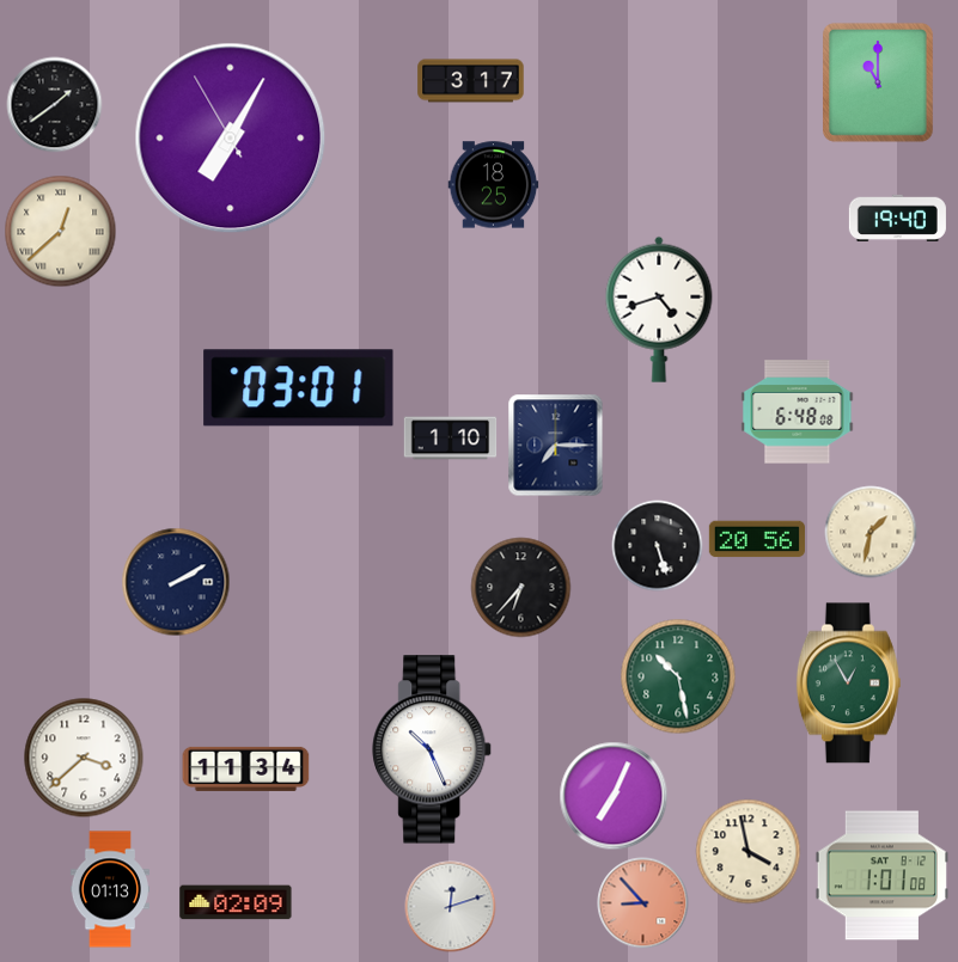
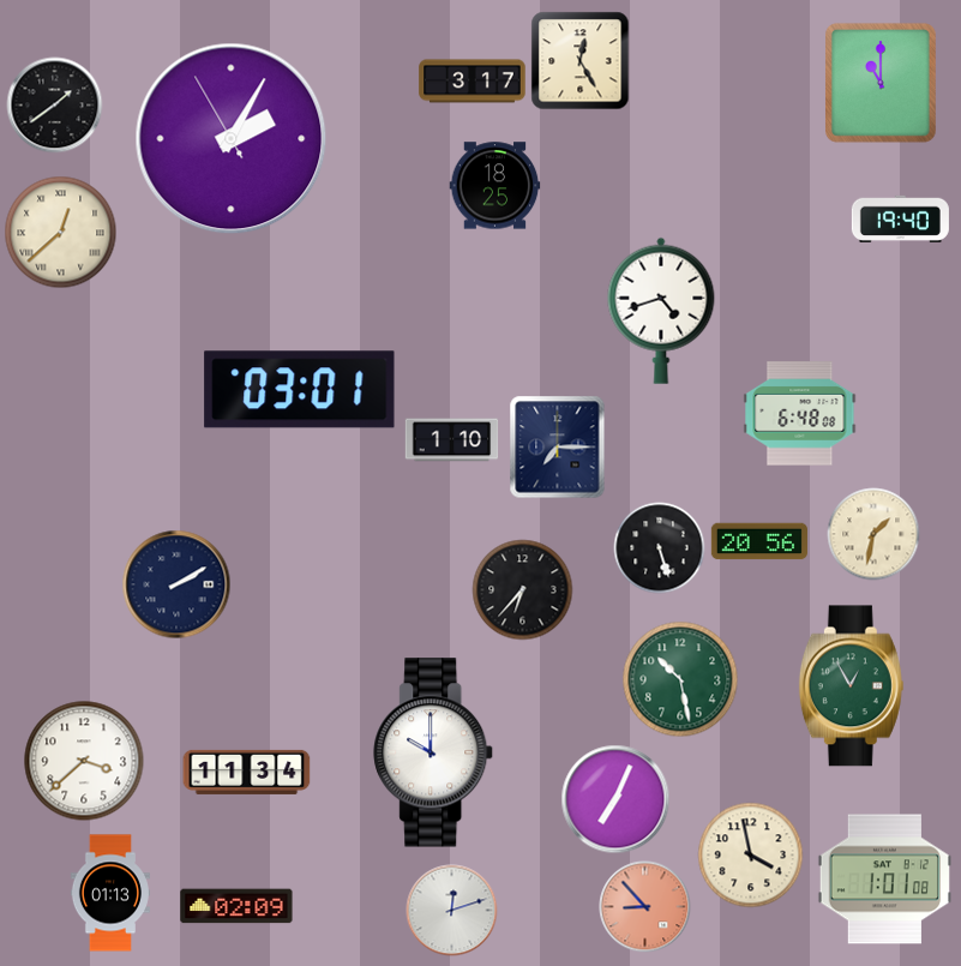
clock at (581, 61): none -> 12:25
clock at (231, 139): 7:04 -> 2:04
clock at (433, 749): 10:26 -> 10:00
